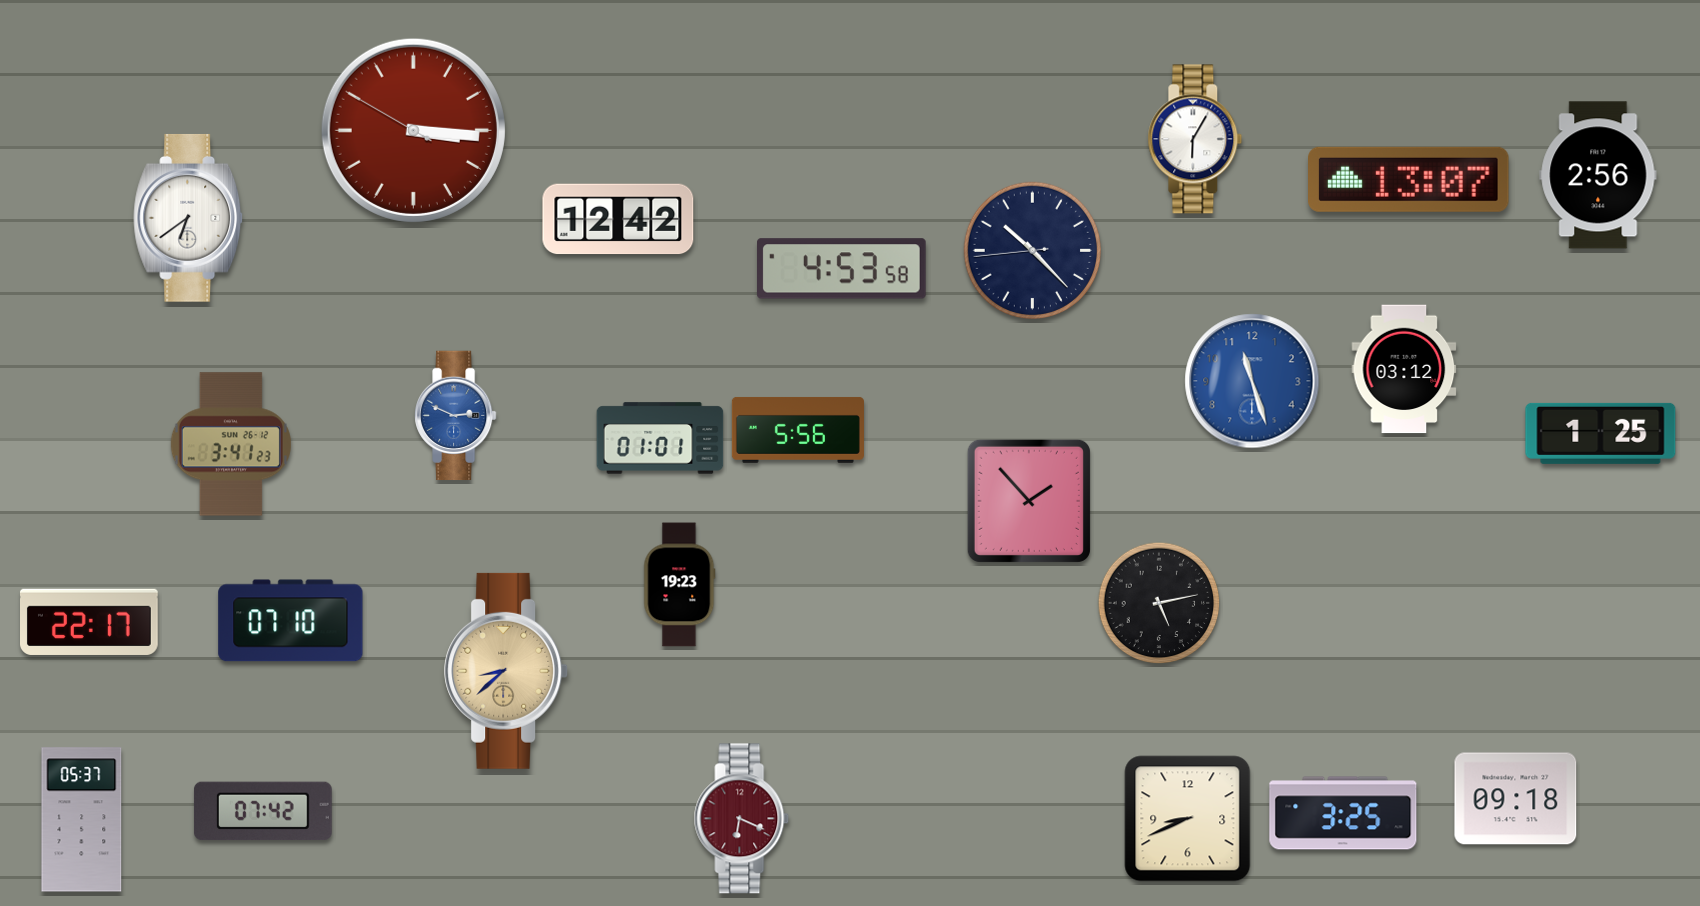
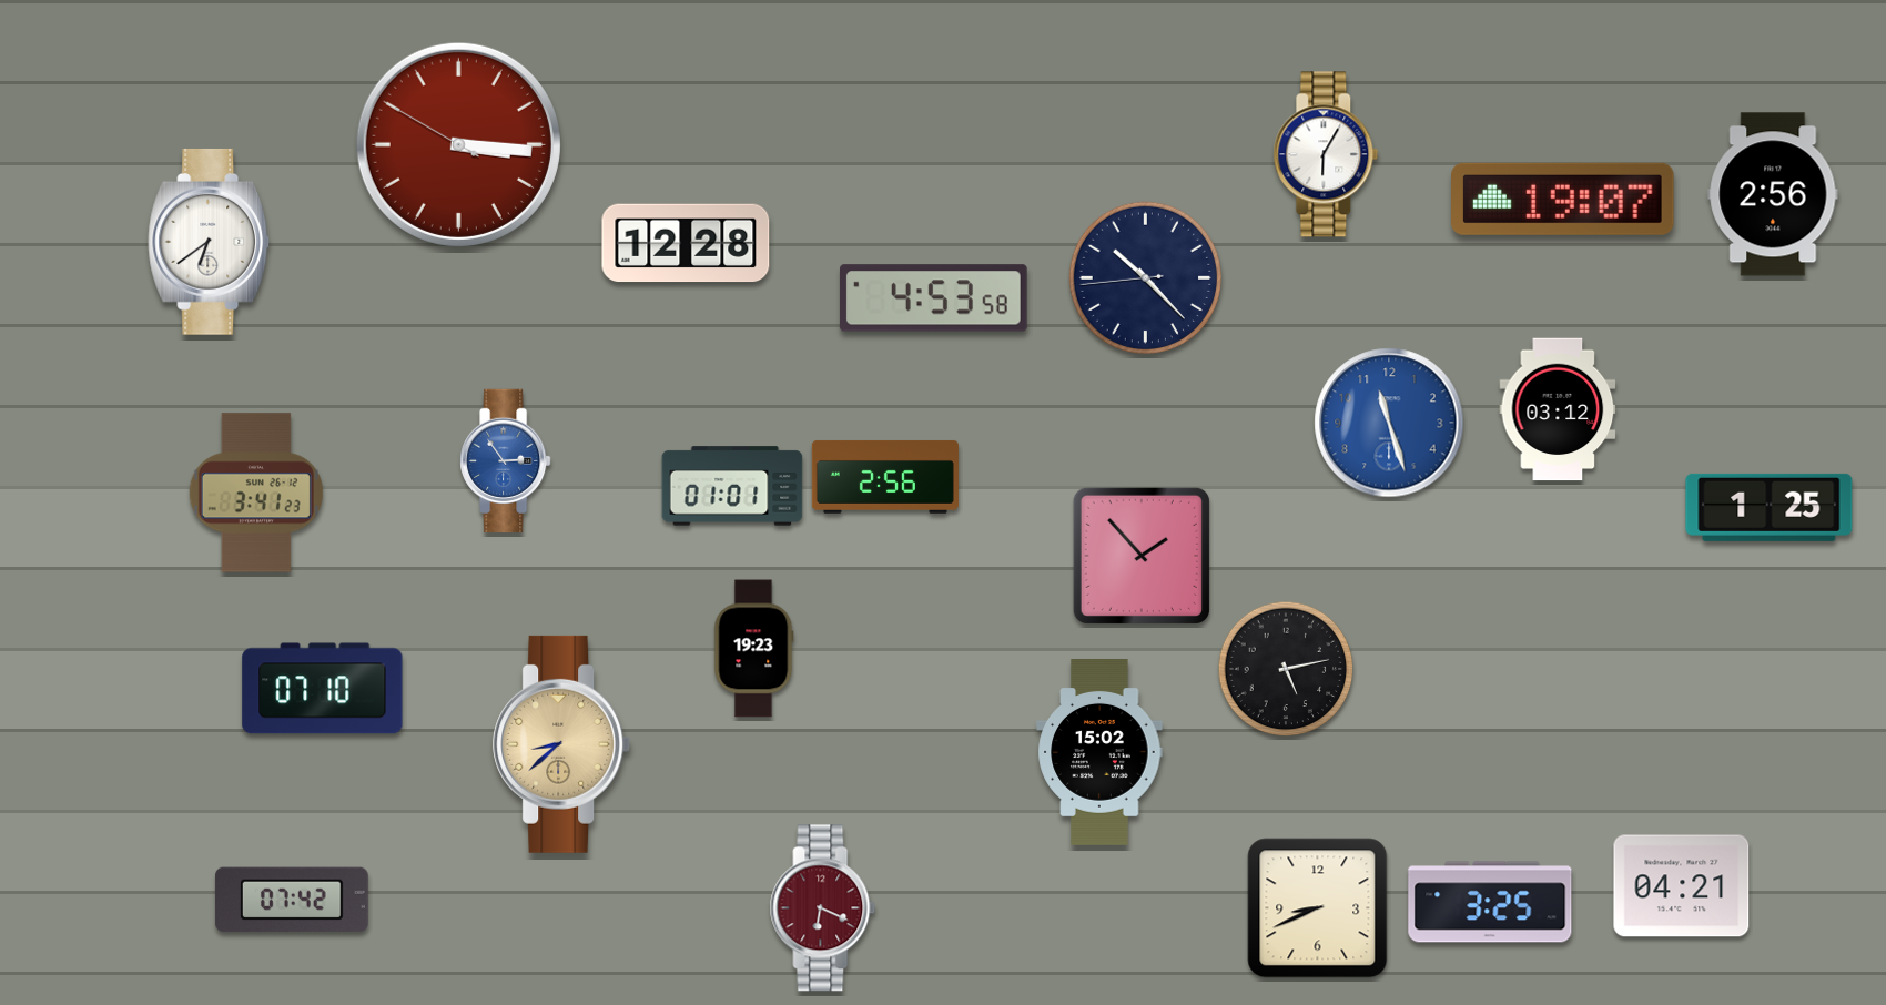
clock at (1409, 179): 13:07 -> 19:07
clock at (618, 219): 12:42 -> 12:28
clock at (456, 416): 2:49 -> 2:54
clock at (798, 430): 5:56 -> 2:56
clock at (1601, 433) position: (1601, 433) -> (1770, 507)
clock at (90, 621): 22:17 -> none
clock at (1099, 753): none -> 15:02
clock at (1516, 799): 09:18 -> 04:21
clock at (82, 820): 05:37 -> none
